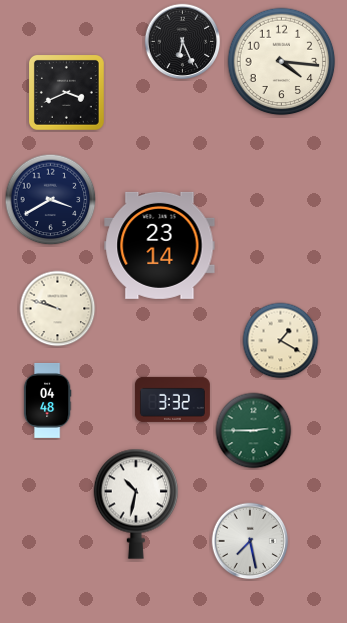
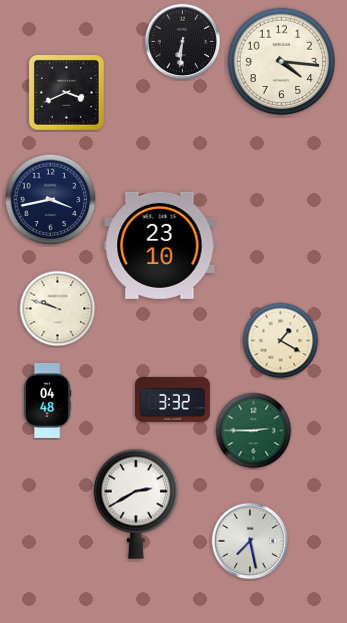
clock at (183, 42): 6:26 -> 6:31
clock at (51, 200): 3:40 -> 3:43
clock at (160, 245): 23:14 -> 23:10
clock at (136, 504): 10:32 -> 2:40
